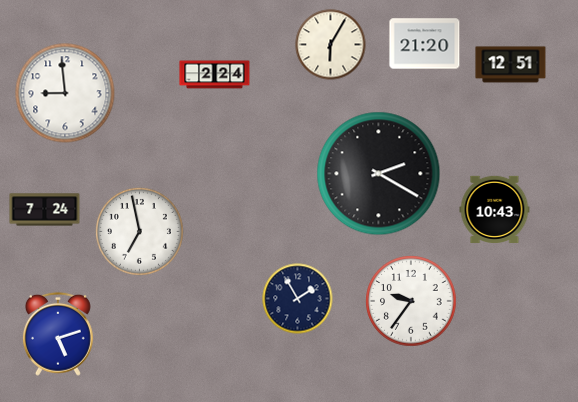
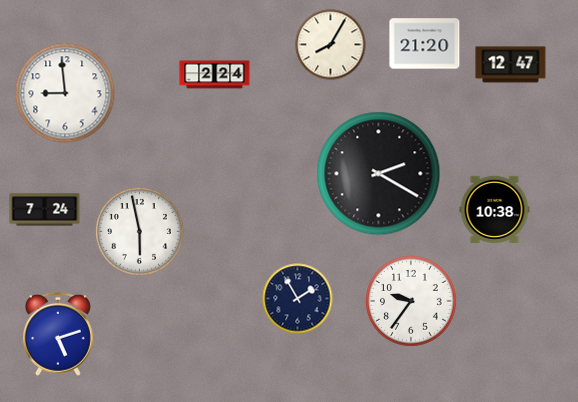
clock at (331, 45): 6:05 -> 8:05
clock at (511, 65): 12:51 -> 12:47
clock at (495, 209): 10:43 -> 10:38
clock at (139, 231): 6:58 -> 5:58
